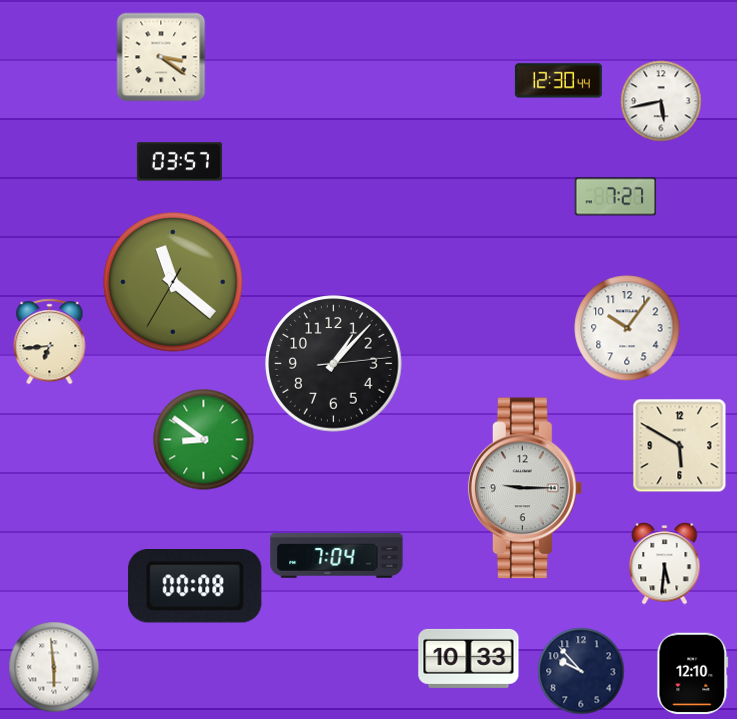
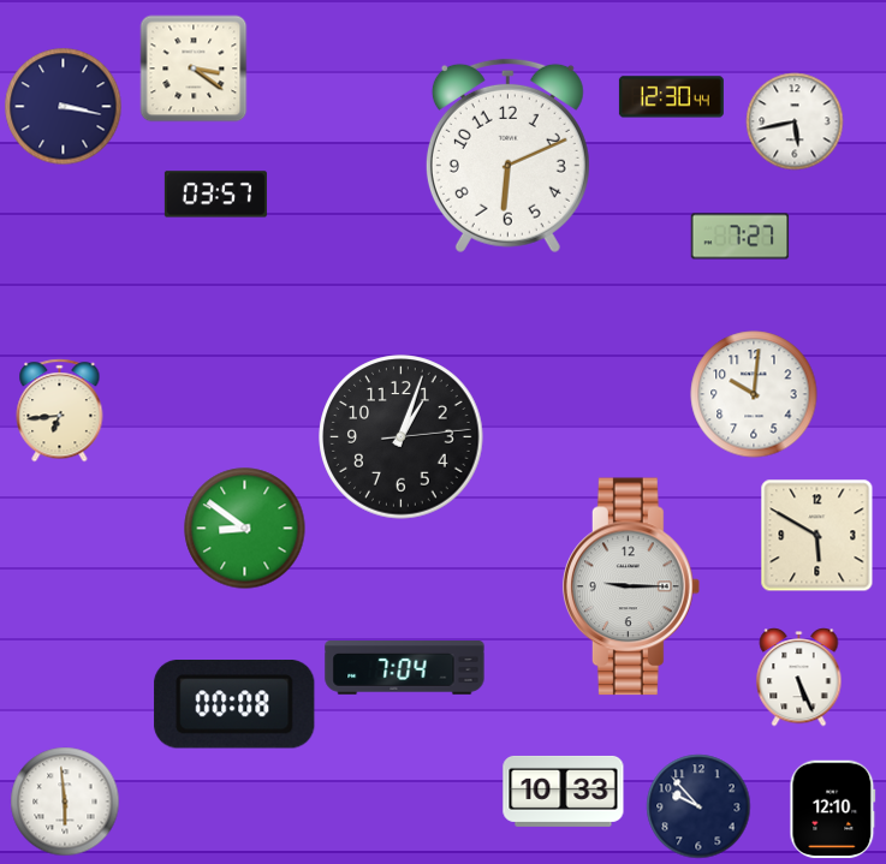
clock at (64, 107): none -> 3:17
clock at (507, 155): none -> 6:11
clock at (173, 282): 11:21 -> none
clock at (627, 328): 10:06 -> 10:01
clock at (334, 364): 1:07 -> 1:03
clock at (665, 564): 5:31 -> 5:26
